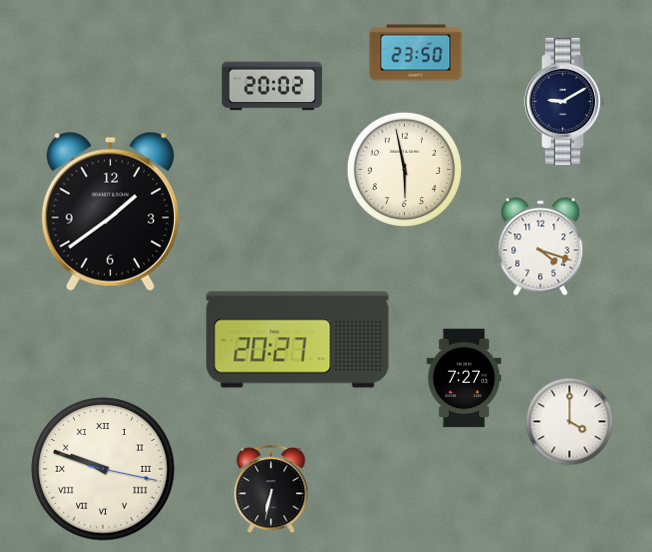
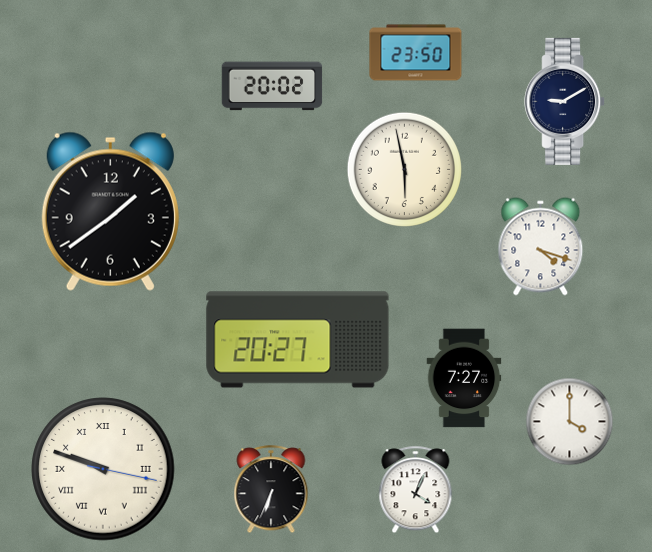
clock at (271, 490): 6:32 -> 6:34
clock at (416, 490): none -> 4:04
